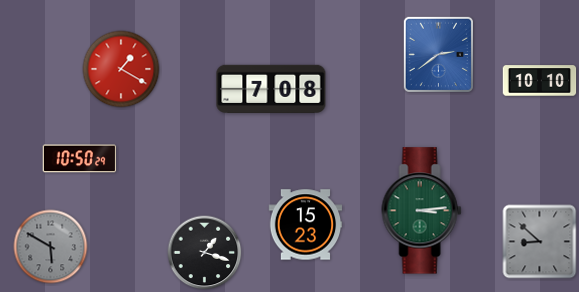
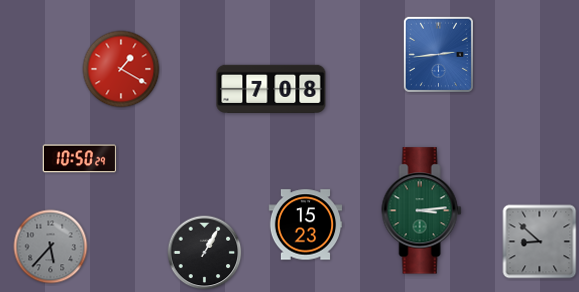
clock at (438, 54): 2:39 -> 2:44
clock at (540, 81): 10:10 -> none
clock at (51, 247): 5:50 -> 5:37
clock at (205, 253): 1:18 -> 1:05
